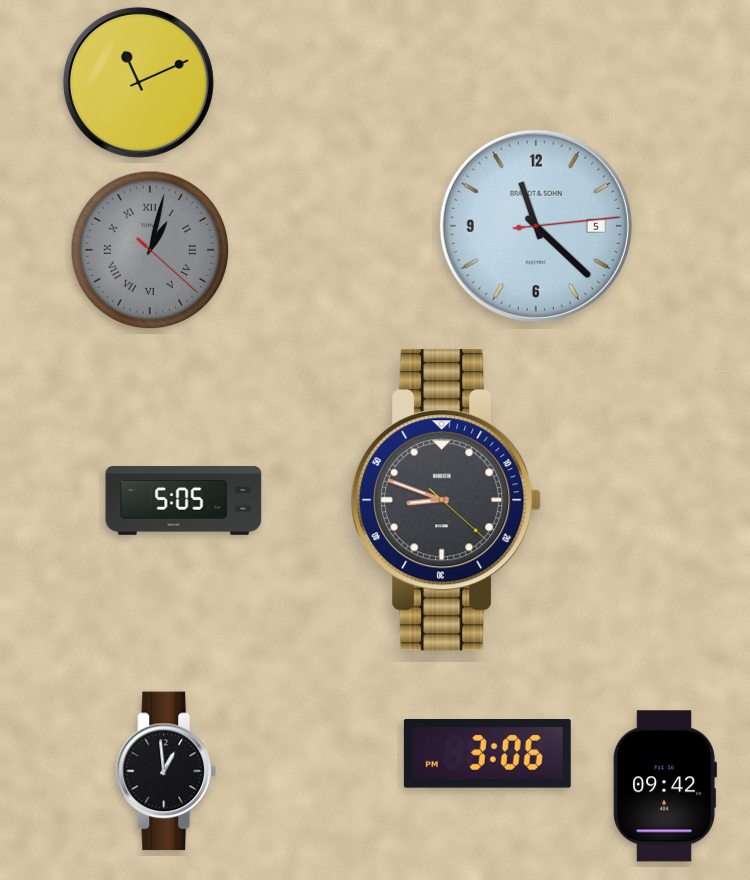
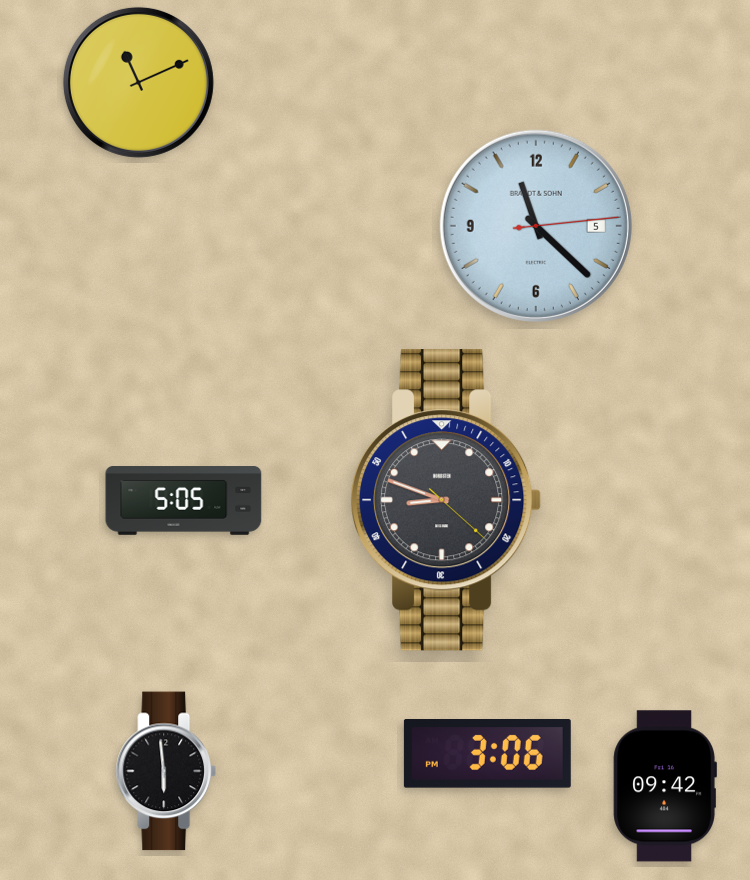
clock at (150, 250): 1:02 -> none
clock at (166, 771): 12:59 -> 5:59
